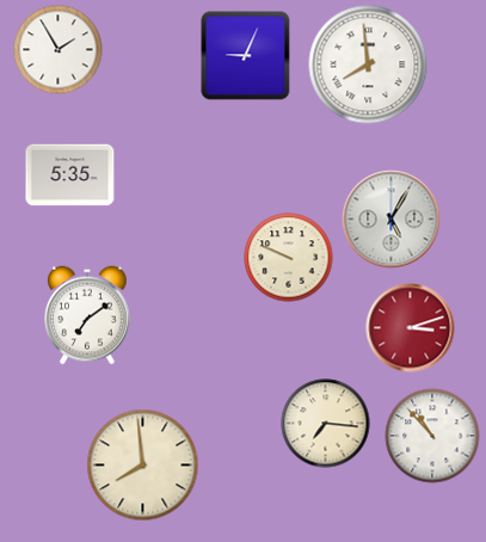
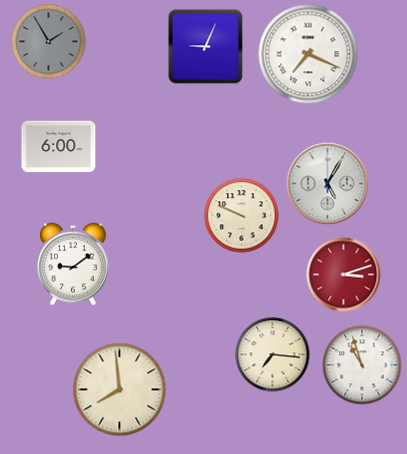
clock at (59, 50) dial: white -> grey
clock at (368, 64): 7:59 -> 7:19
clock at (70, 175): 5:35 -> 6:00
clock at (87, 315): 7:09 -> 9:09
clock at (432, 436): 10:53 -> 10:57
